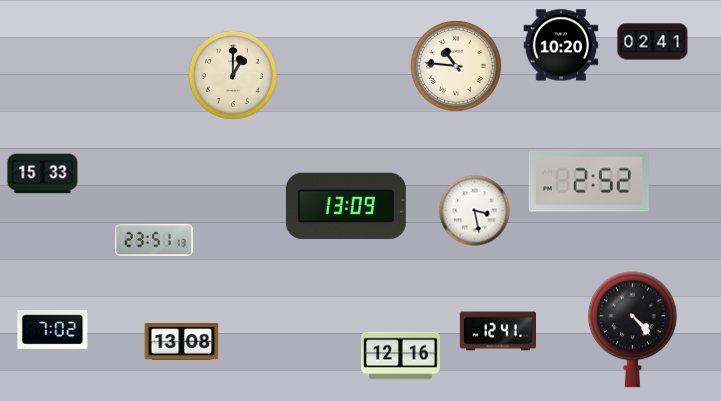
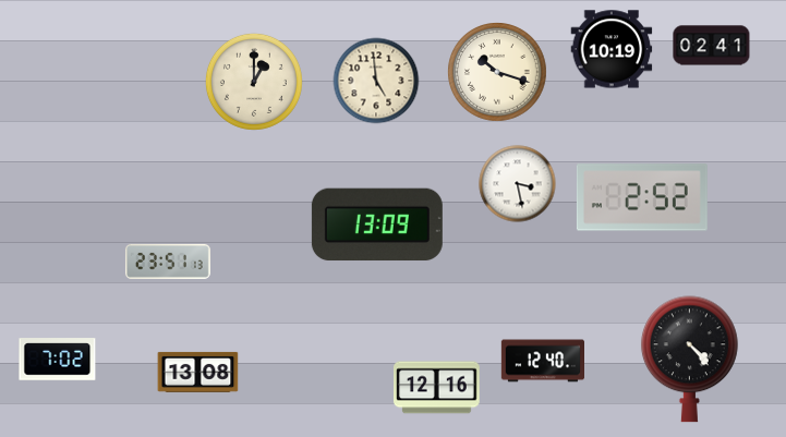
clock at (561, 45): 10:20 -> 10:19
clock at (456, 66): 10:46 -> 10:18
clock at (376, 81): none -> 4:59
clock at (43, 174): 15:33 -> none
clock at (475, 211) position: (475, 211) -> (518, 184)
clock at (497, 331): 12:41 -> 12:40
